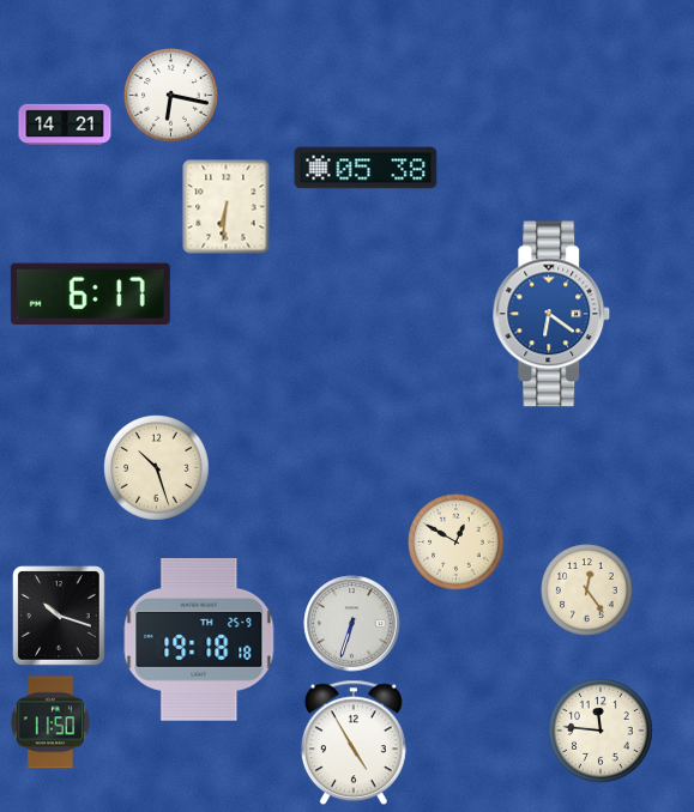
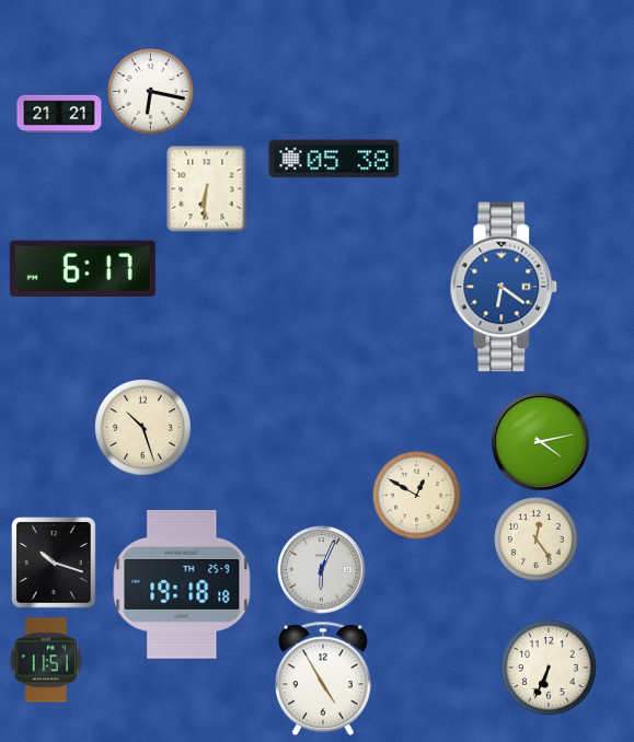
clock at (171, 96) position: (171, 96) -> (151, 92)
clock at (65, 125): 14:21 -> 21:21
clock at (366, 168) position: (366, 168) -> (334, 159)
clock at (541, 442): none -> 4:13
clock at (352, 624): 6:33 -> 6:04
clock at (50, 722): 11:50 -> 11:51
clock at (602, 732): 11:46 -> 6:34
